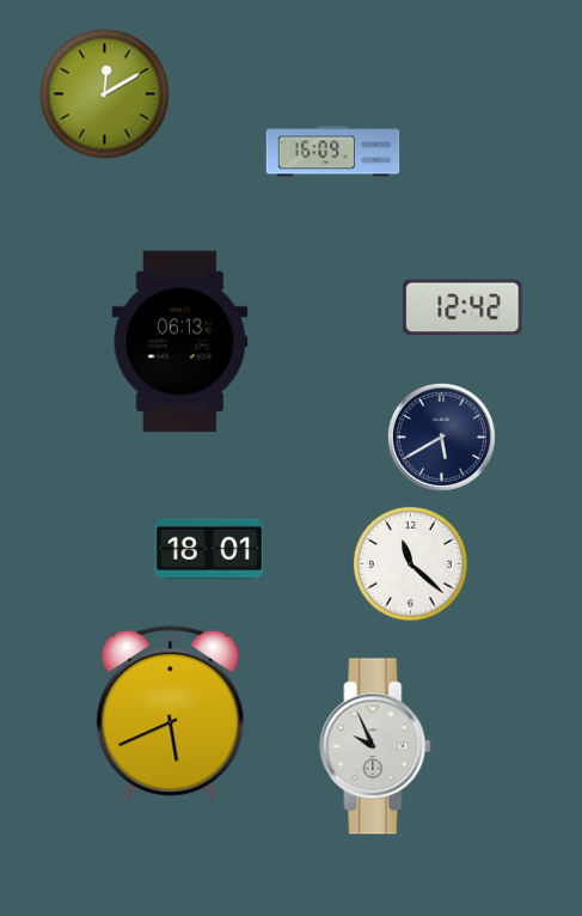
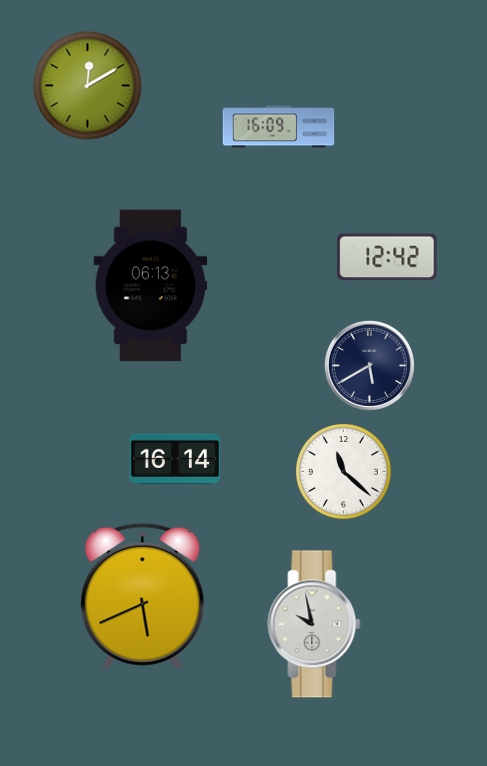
clock at (105, 94) position: (105, 94) -> (88, 86)
clock at (209, 549): 18:01 -> 16:14
clock at (375, 746): 9:56 -> 9:58
